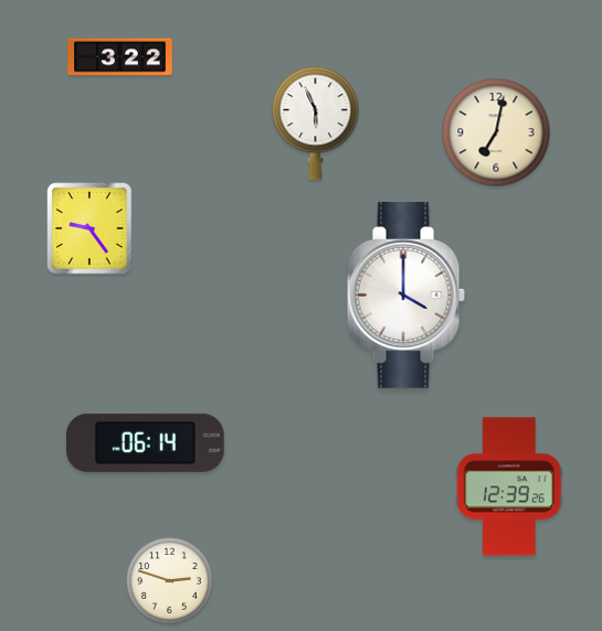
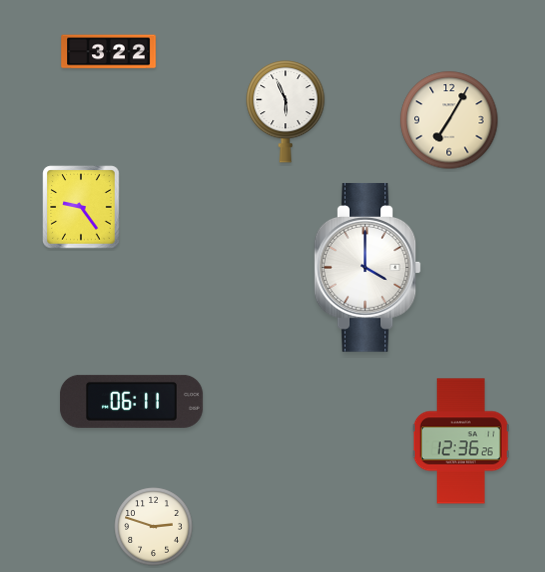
clock at (496, 132): 7:02 -> 7:05
clock at (145, 442): 06:14 -> 06:11
clock at (509, 486): 12:39 -> 12:36
